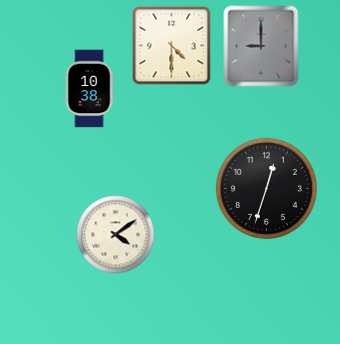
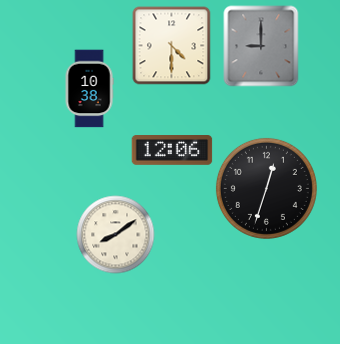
clock at (172, 151): none -> 12:06
clock at (115, 234): 4:09 -> 8:09
